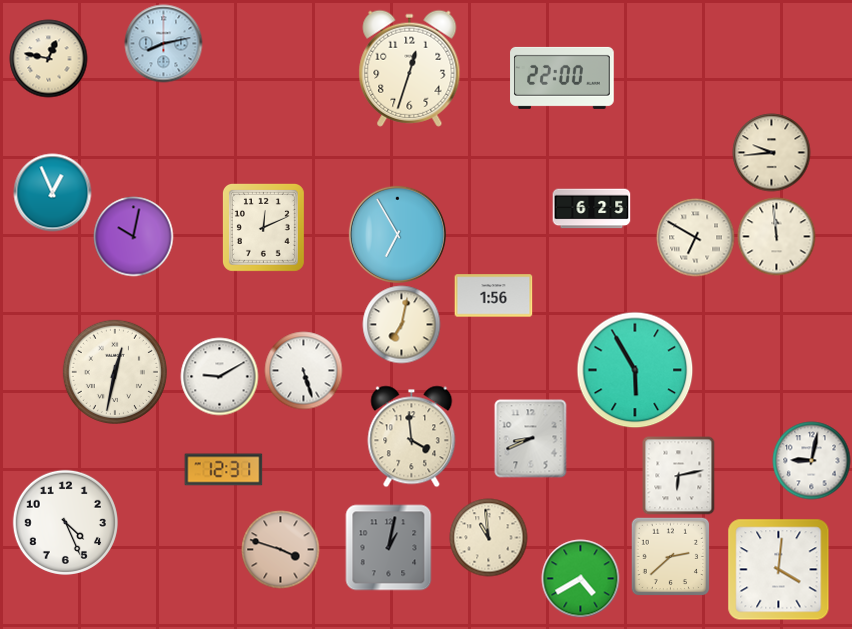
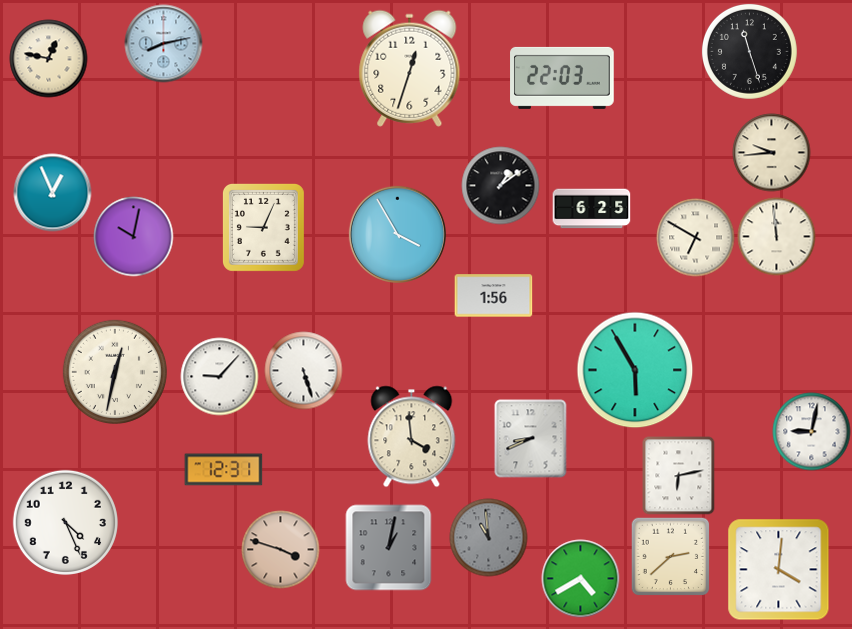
clock at (749, 51): none -> 11:27
clock at (562, 78): 22:00 -> 22:03
clock at (500, 185): none -> 1:09
clock at (263, 227): 12:11 -> 9:04
clock at (397, 234): 6:55 -> 3:55
clock at (401, 324): 7:02 -> none
clock at (219, 376): 9:10 -> 9:07
clock at (811, 460) position: (811, 460) -> (811, 431)
clock at (488, 537) dial: cream -> grey
